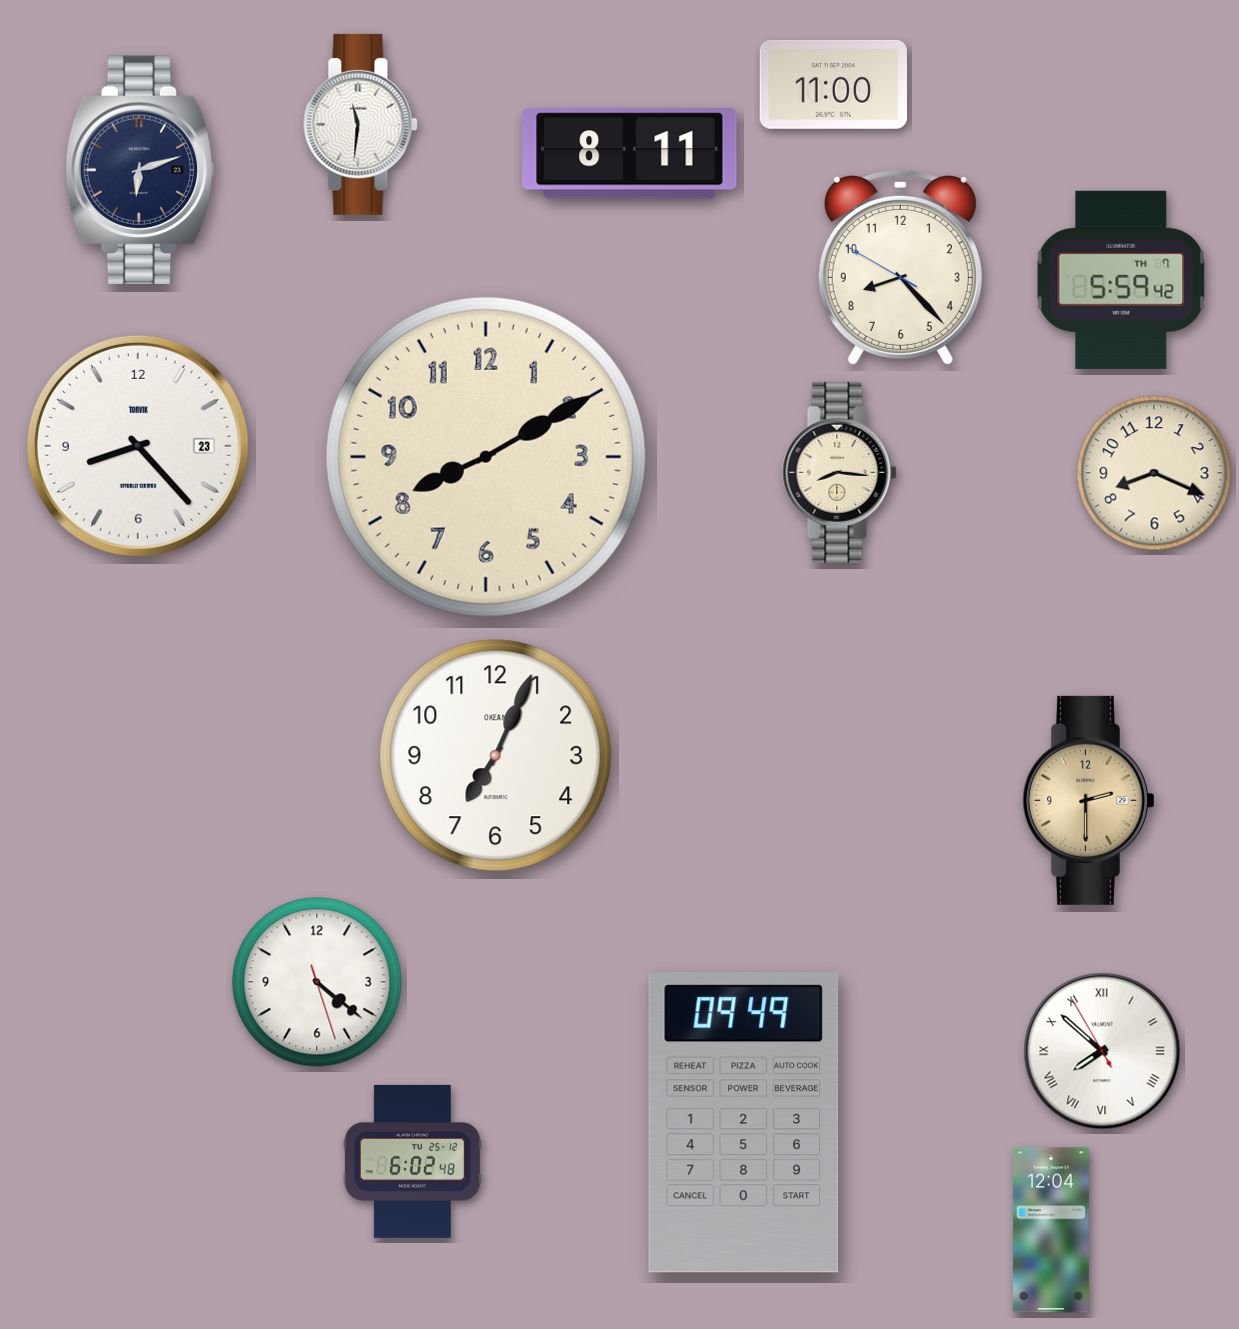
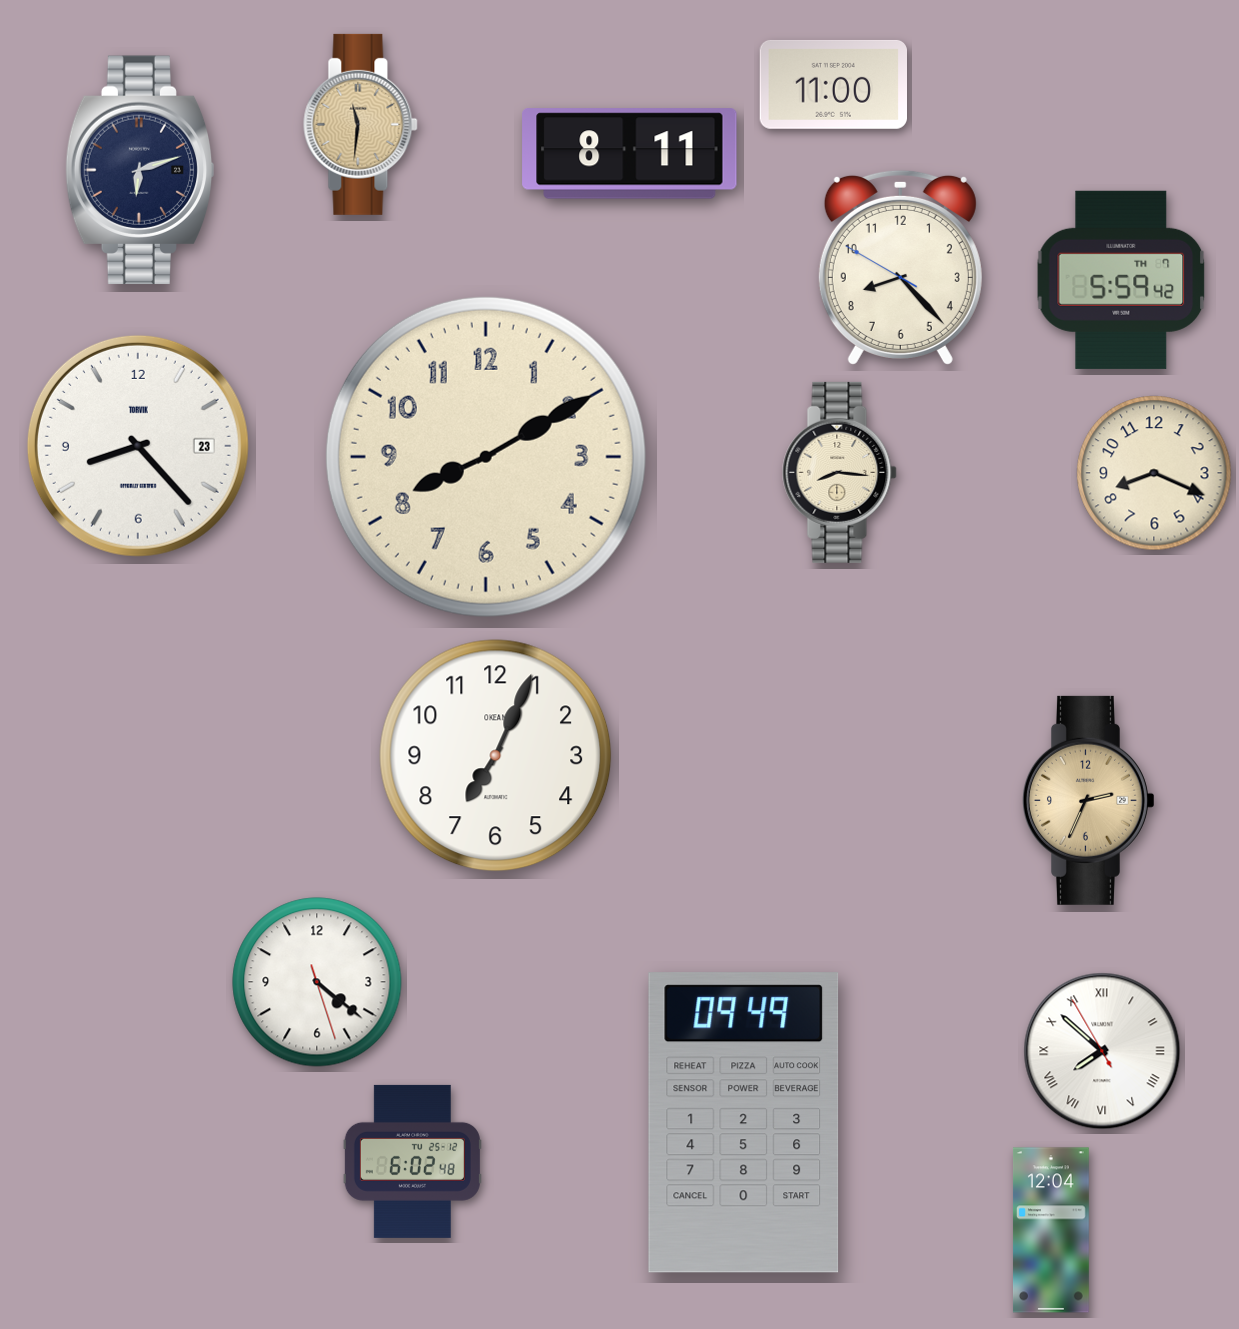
clock at (361, 124) dial: white -> champagne
clock at (1088, 800): 2:30 -> 2:34
